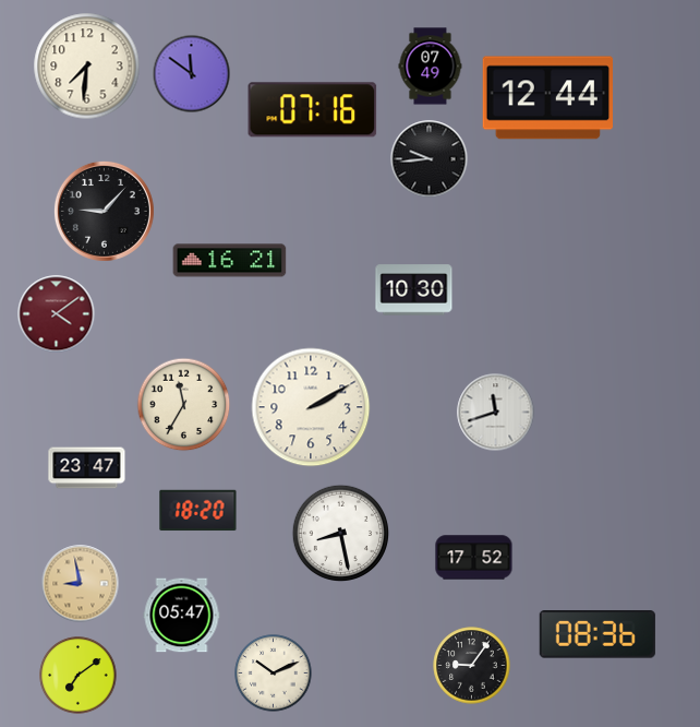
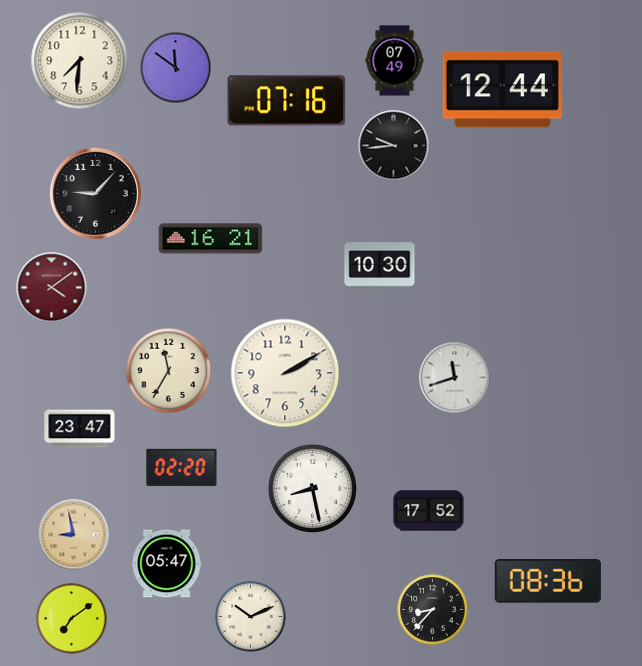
clock at (198, 511): 18:20 -> 02:20
clock at (474, 558) position: (474, 558) -> (429, 511)
clock at (472, 666): 9:06 -> 8:37
